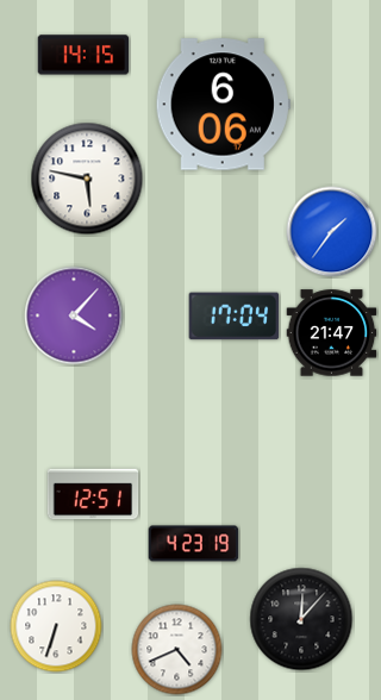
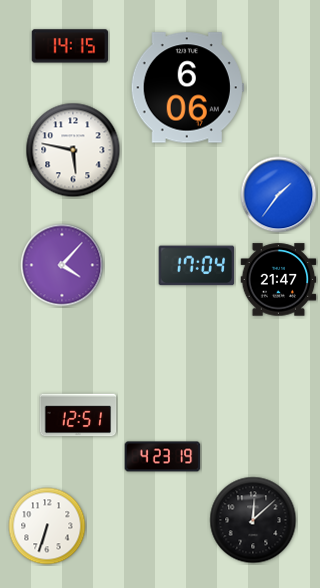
clock at (301, 619): 12:07 -> 12:08
clock at (177, 650): 4:41 -> none
